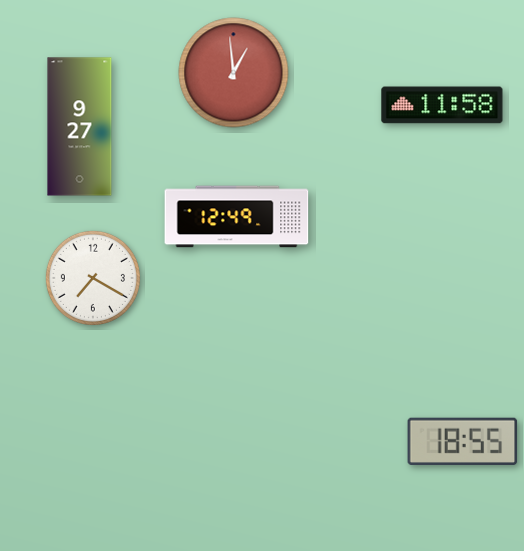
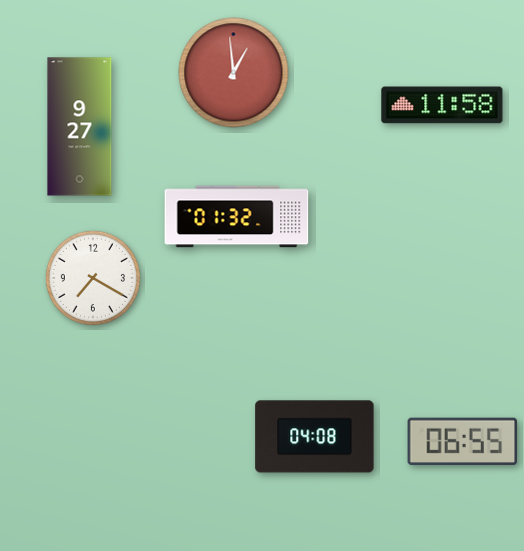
clock at (237, 217): 12:49 -> 01:32
clock at (315, 437): none -> 04:08
clock at (463, 441): 18:55 -> 06:55
